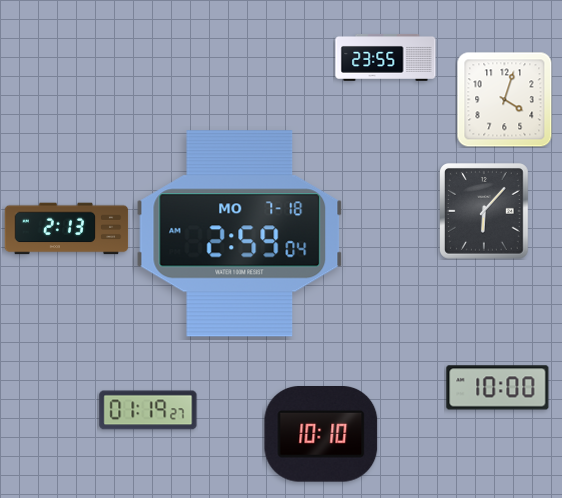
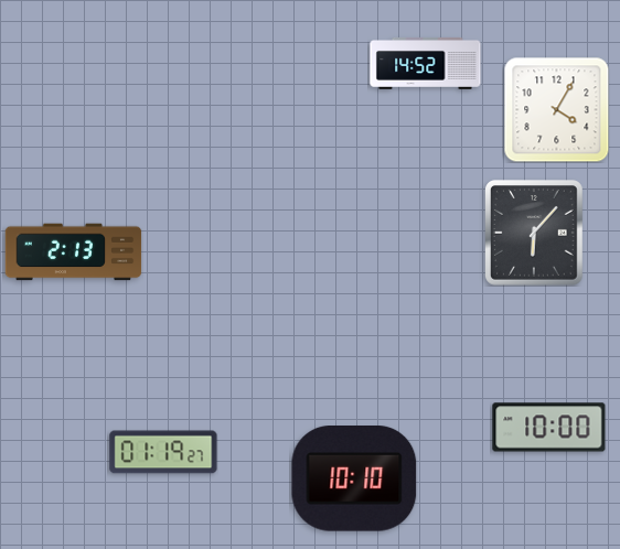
clock at (386, 58): 23:55 -> 14:52
clock at (504, 99): 4:03 -> 4:05
clock at (240, 234): 2:59 -> none
